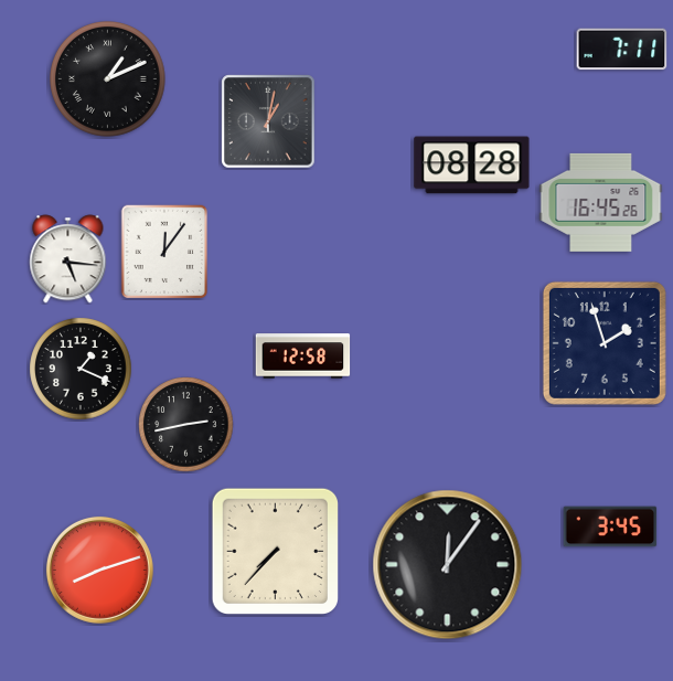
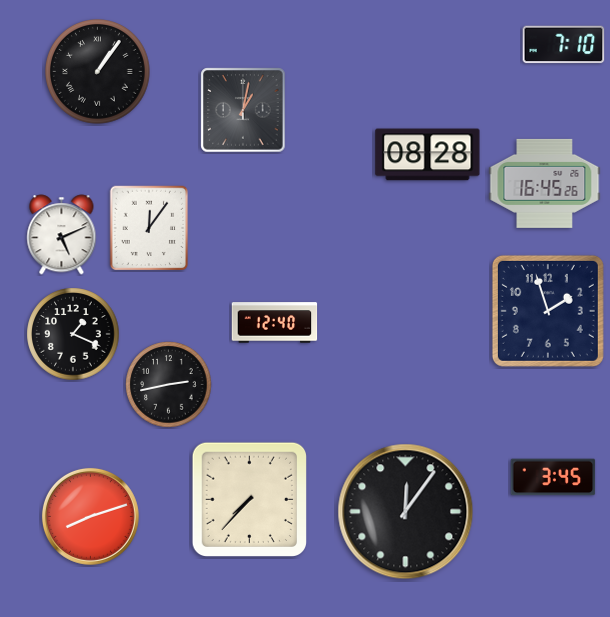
clock at (622, 50): 7:11 -> 7:10
clock at (108, 79): 1:11 -> 1:06
clock at (472, 166) position: (472, 166) -> (428, 155)
clock at (68, 259): 5:16 -> 5:11
clock at (303, 357): 12:58 -> 12:40
